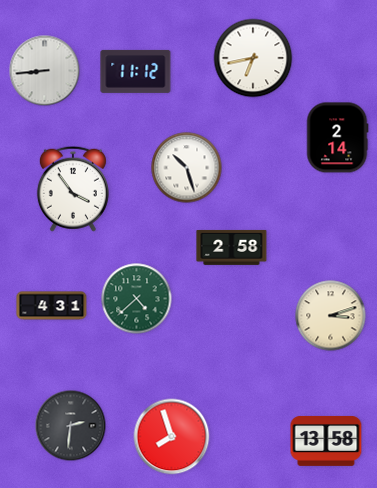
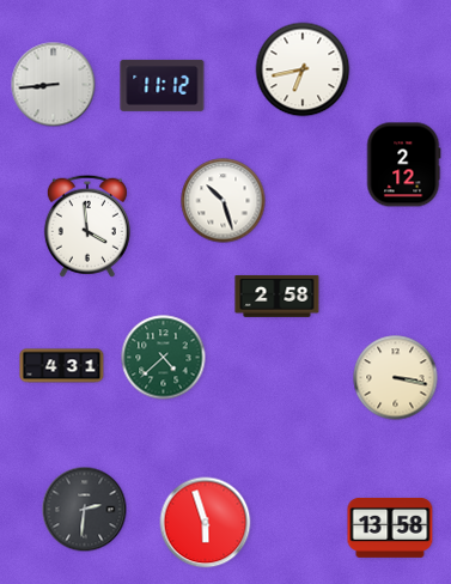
clock at (337, 138): 2:14 -> 2:12
clock at (73, 189): 3:54 -> 3:59
clock at (331, 316): 3:12 -> 3:17
clock at (172, 437): 7:57 -> 5:57
